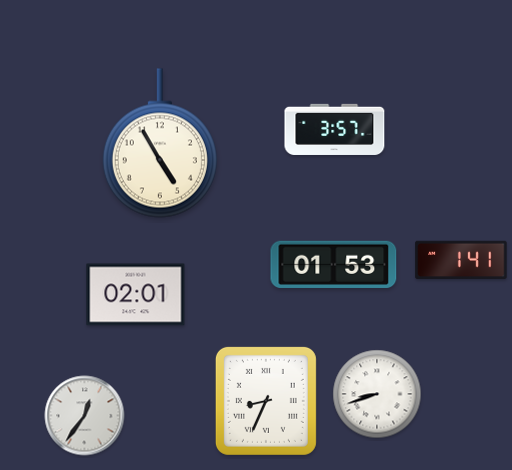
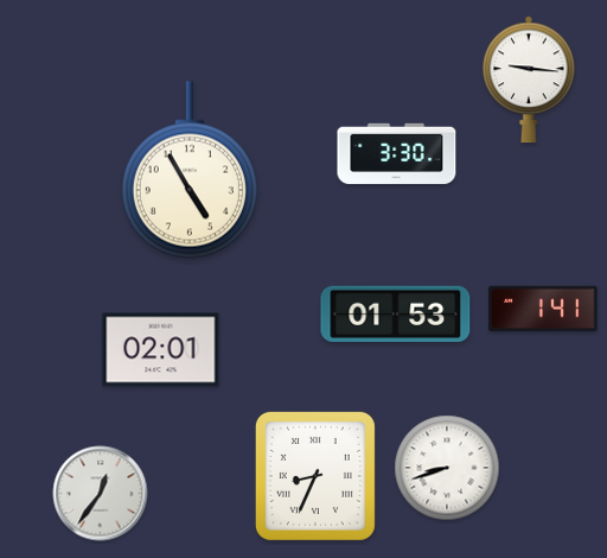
clock at (529, 80): none -> 9:16
clock at (335, 129): 3:57 -> 3:30
clock at (461, 260) position: (461, 260) -> (543, 309)
